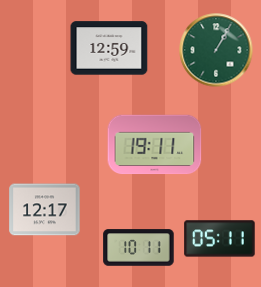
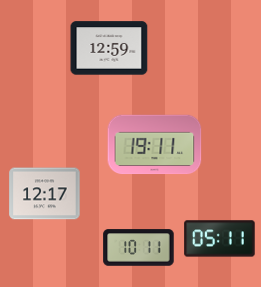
clock at (216, 50): 1:05 -> none
clock at (45, 210) position: (45, 210) -> (45, 194)
